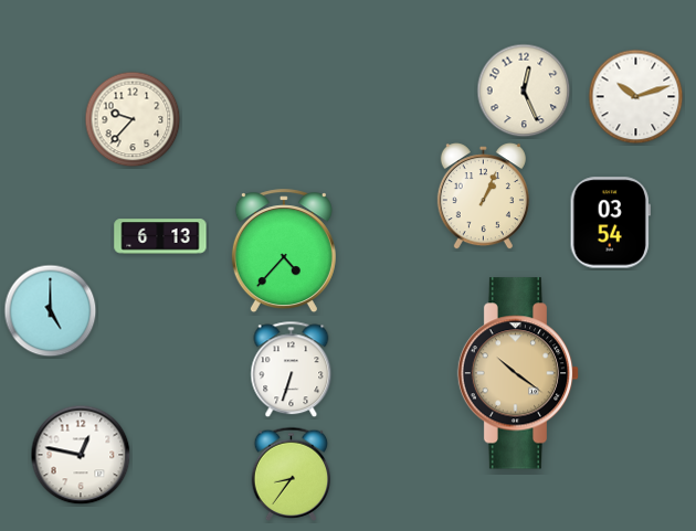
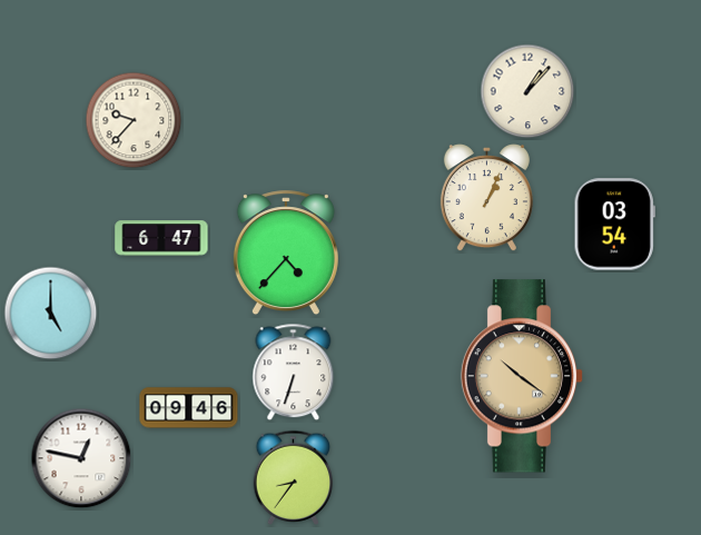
clock at (524, 91): 12:26 -> 1:07
clock at (636, 97): 10:12 -> none
clock at (160, 236): 6:13 -> 6:47
clock at (189, 408): none -> 09:46
